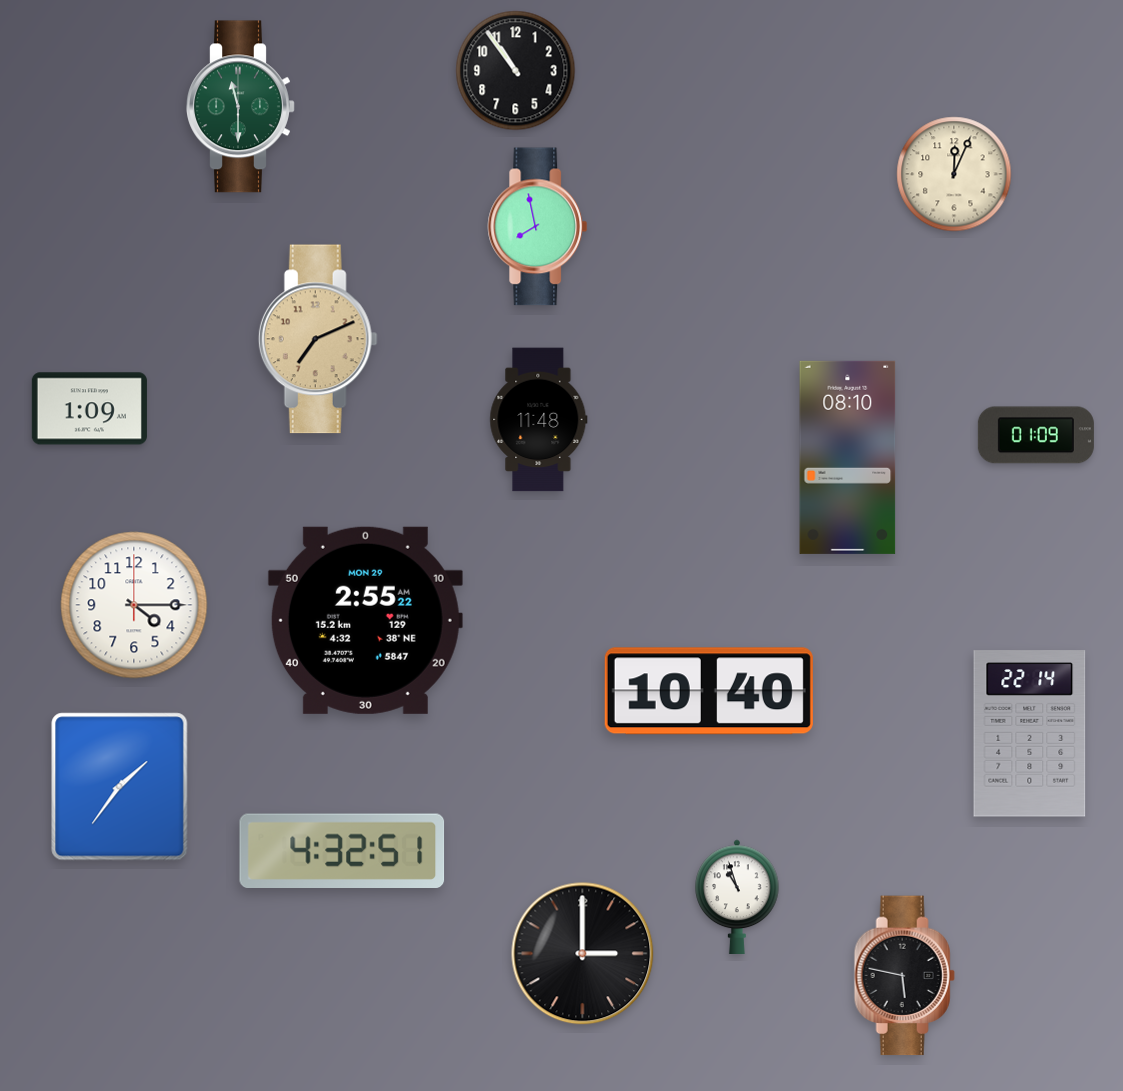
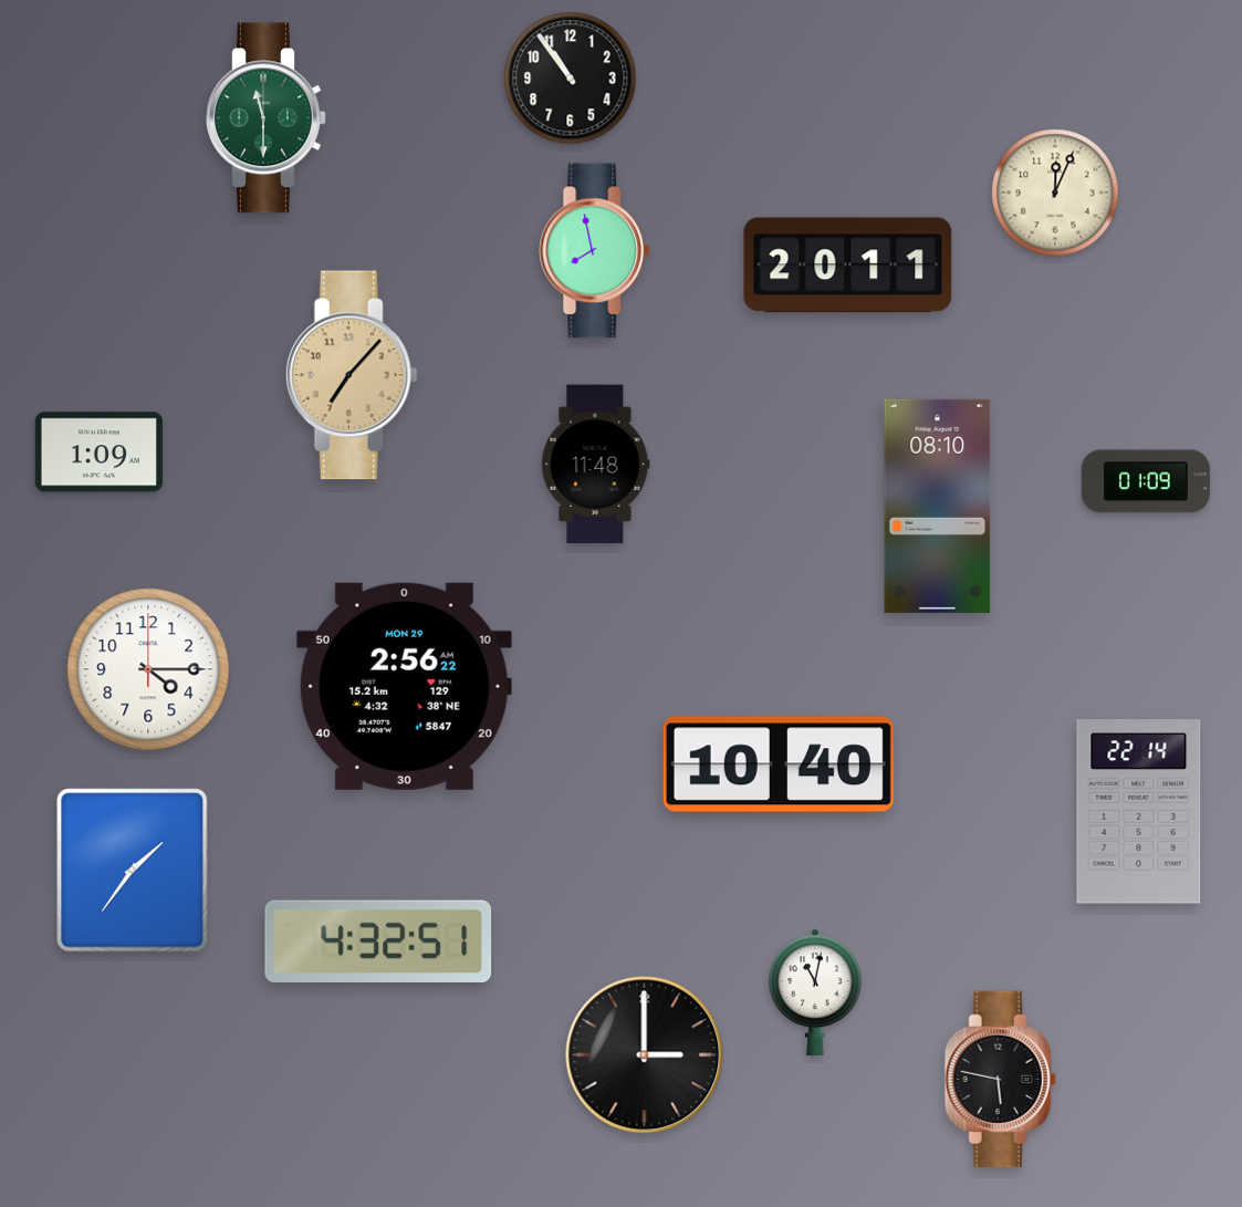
clock at (848, 266): none -> 20:11
clock at (318, 339): 7:11 -> 7:07
clock at (365, 620): 2:55 -> 2:56
clock at (709, 691) position: (709, 691) -> (779, 764)
clock at (737, 896): 10:57 -> 11:02
